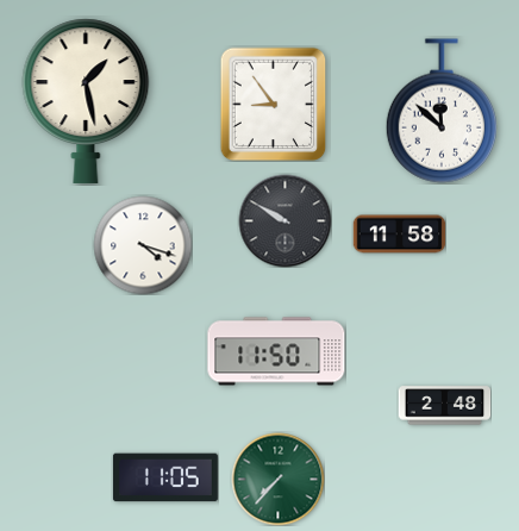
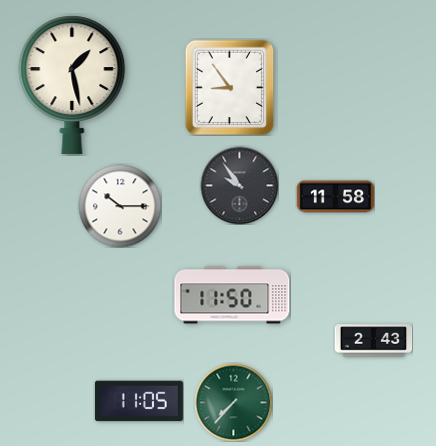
clock at (442, 111): 11:52 -> none
clock at (284, 220): 9:50 -> 9:54
clock at (143, 245): 4:18 -> 10:15
clock at (444, 406): 2:48 -> 2:43
